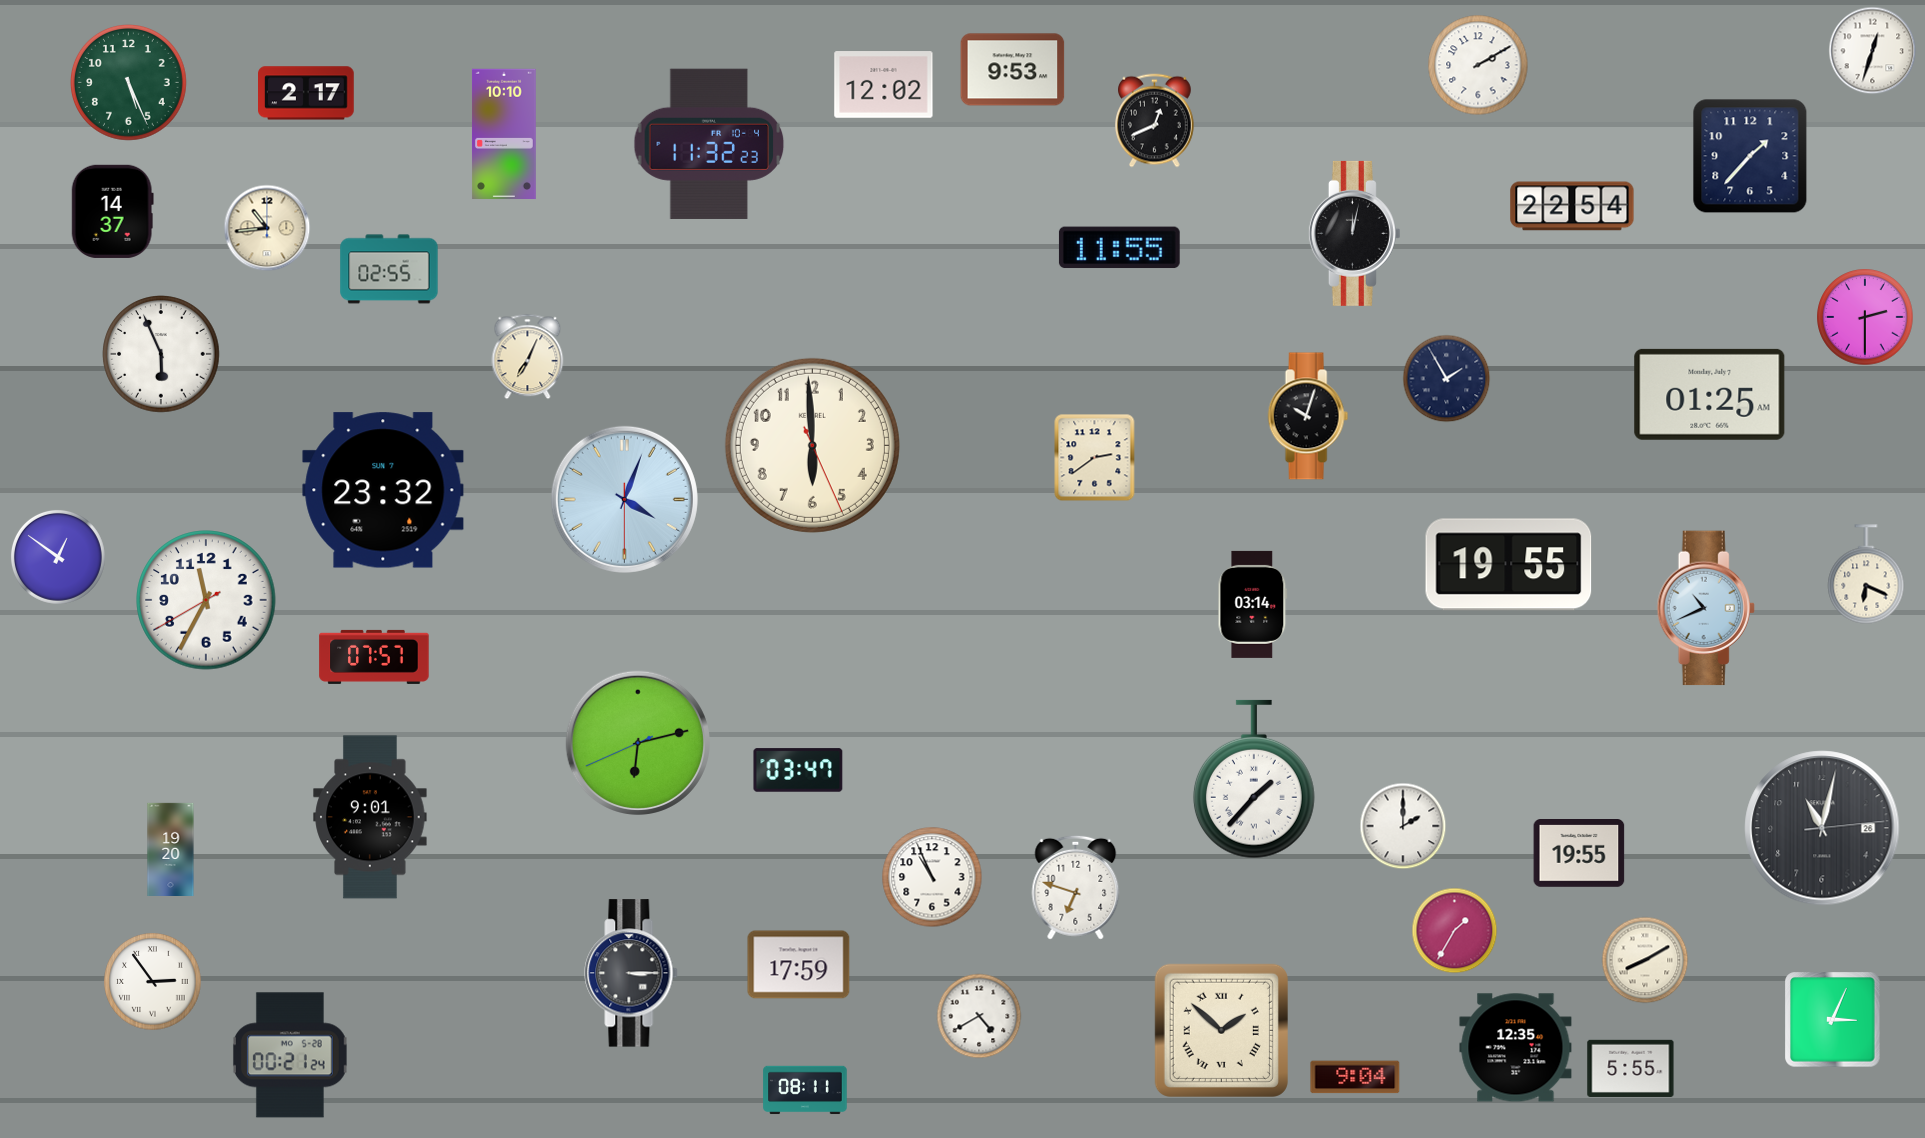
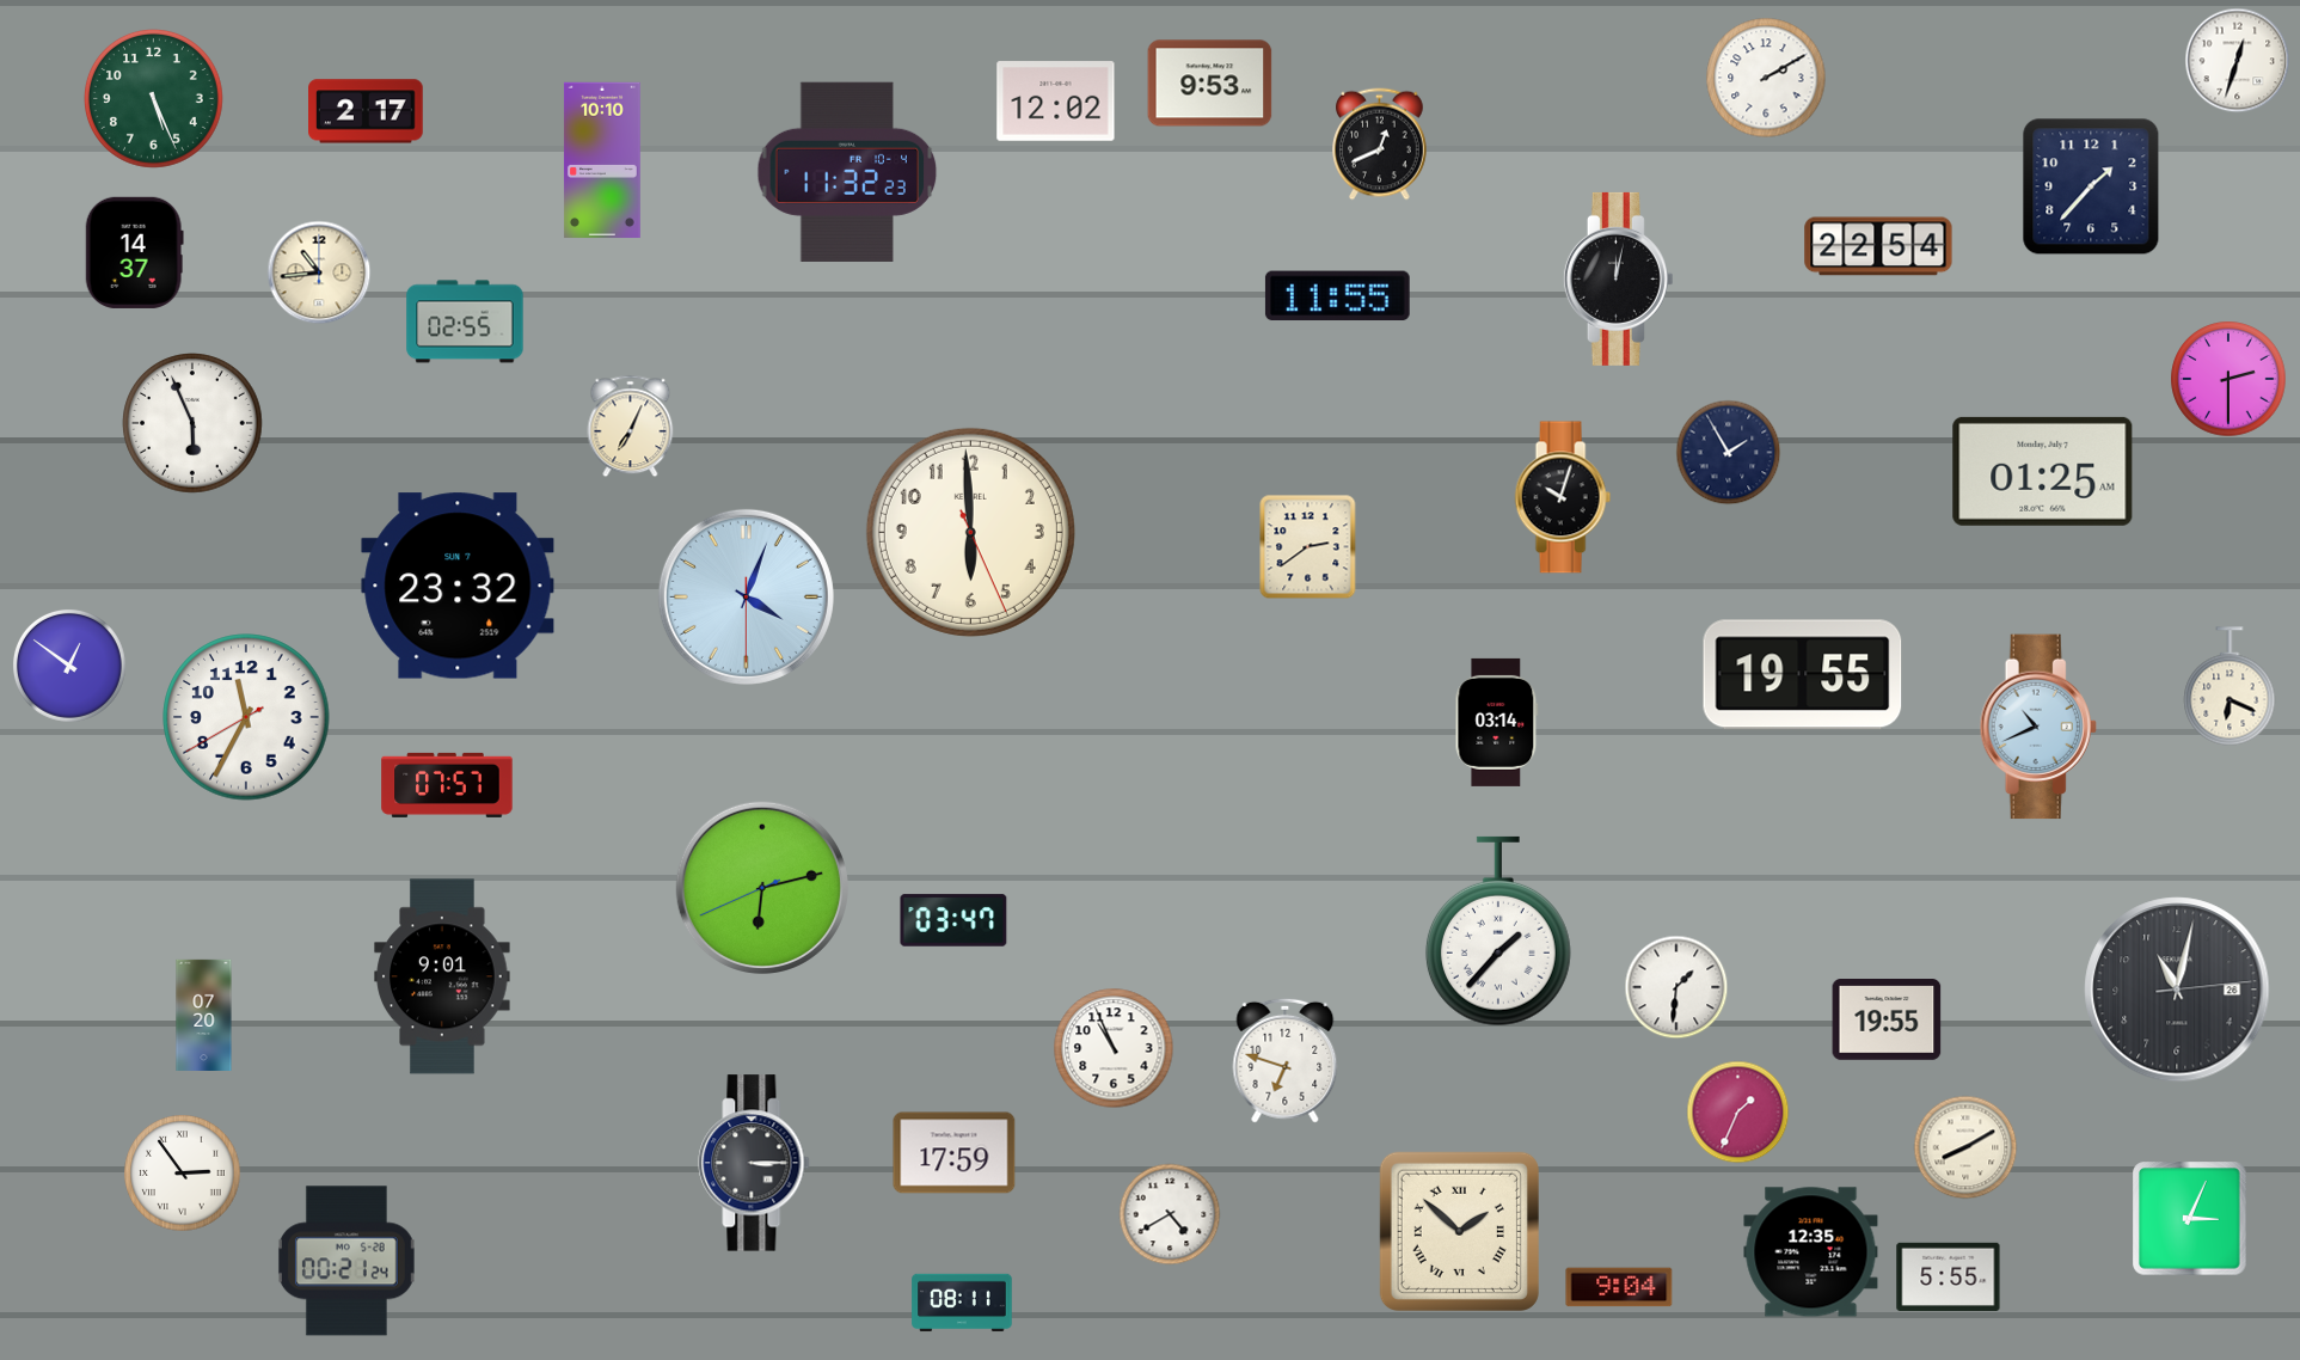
clock at (1403, 826): 2:00 -> 1:31
clock at (171, 849): 19:20 -> 07:20
clock at (1455, 931): 1:35 -> 1:34
